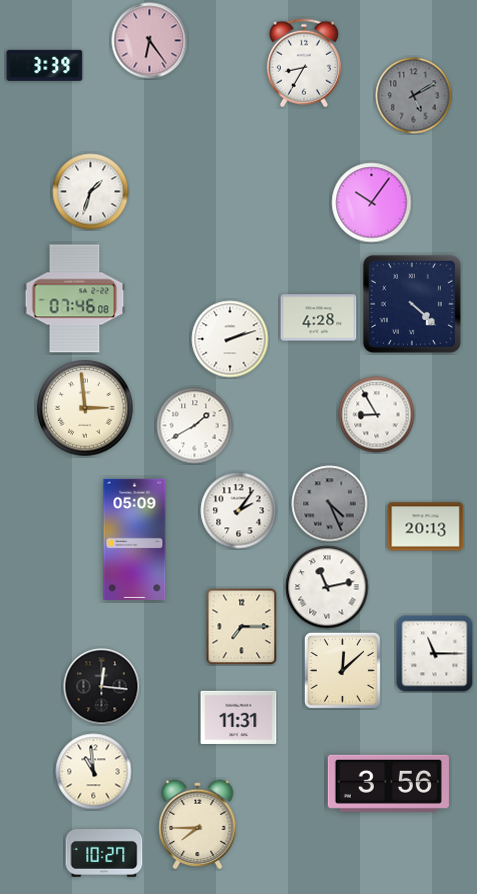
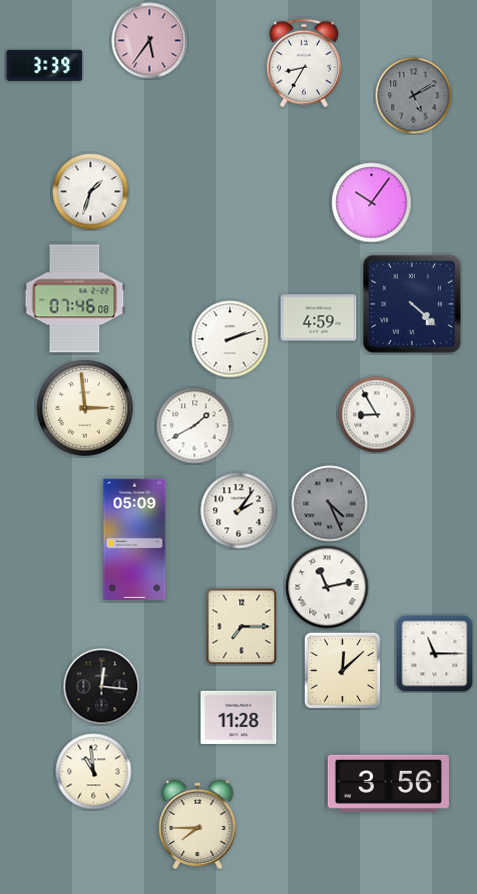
clock at (150, 41): 6:24 -> 5:36
clock at (319, 318): 4:28 -> 4:59
clock at (426, 527): 20:13 -> none
clock at (239, 717): 11:31 -> 11:28
clock at (104, 853): 10:27 -> none
